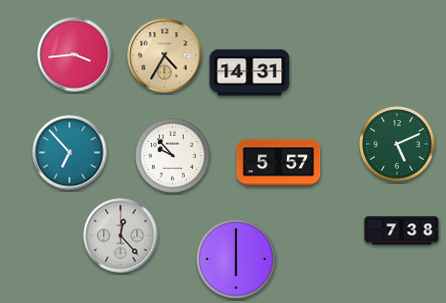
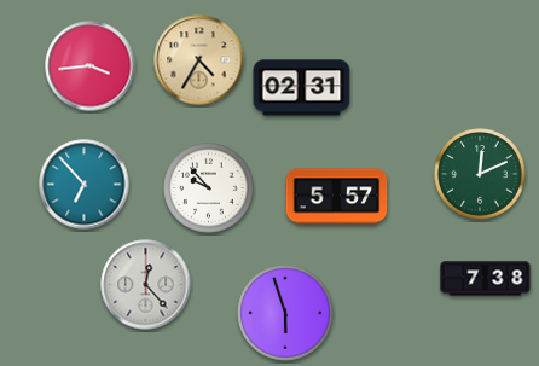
clock at (165, 56) position: (165, 56) -> (199, 60)
clock at (250, 73): 14:31 -> 02:31
clock at (397, 144): 5:11 -> 12:11
clock at (236, 259): 6:00 -> 5:57
